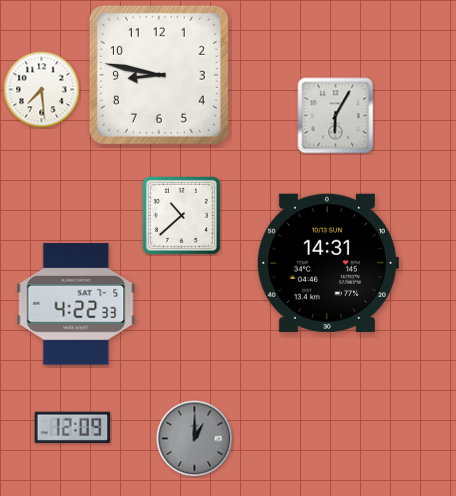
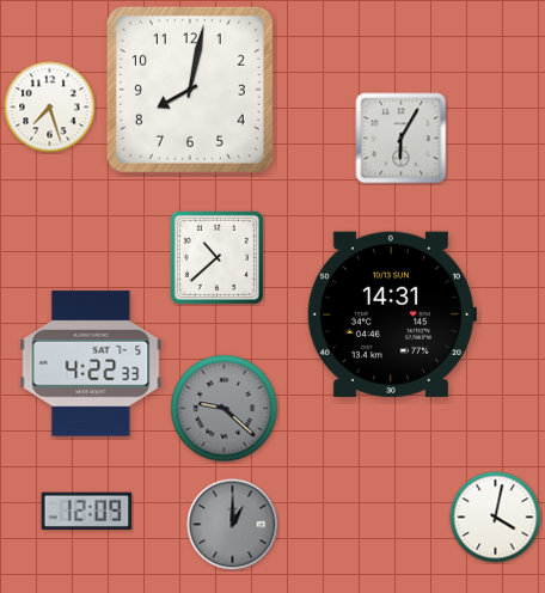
clock at (159, 75): 8:47 -> 8:02
clock at (42, 90): 7:29 -> 7:27
clock at (225, 409): none -> 9:22
clock at (496, 518): none -> 4:02
